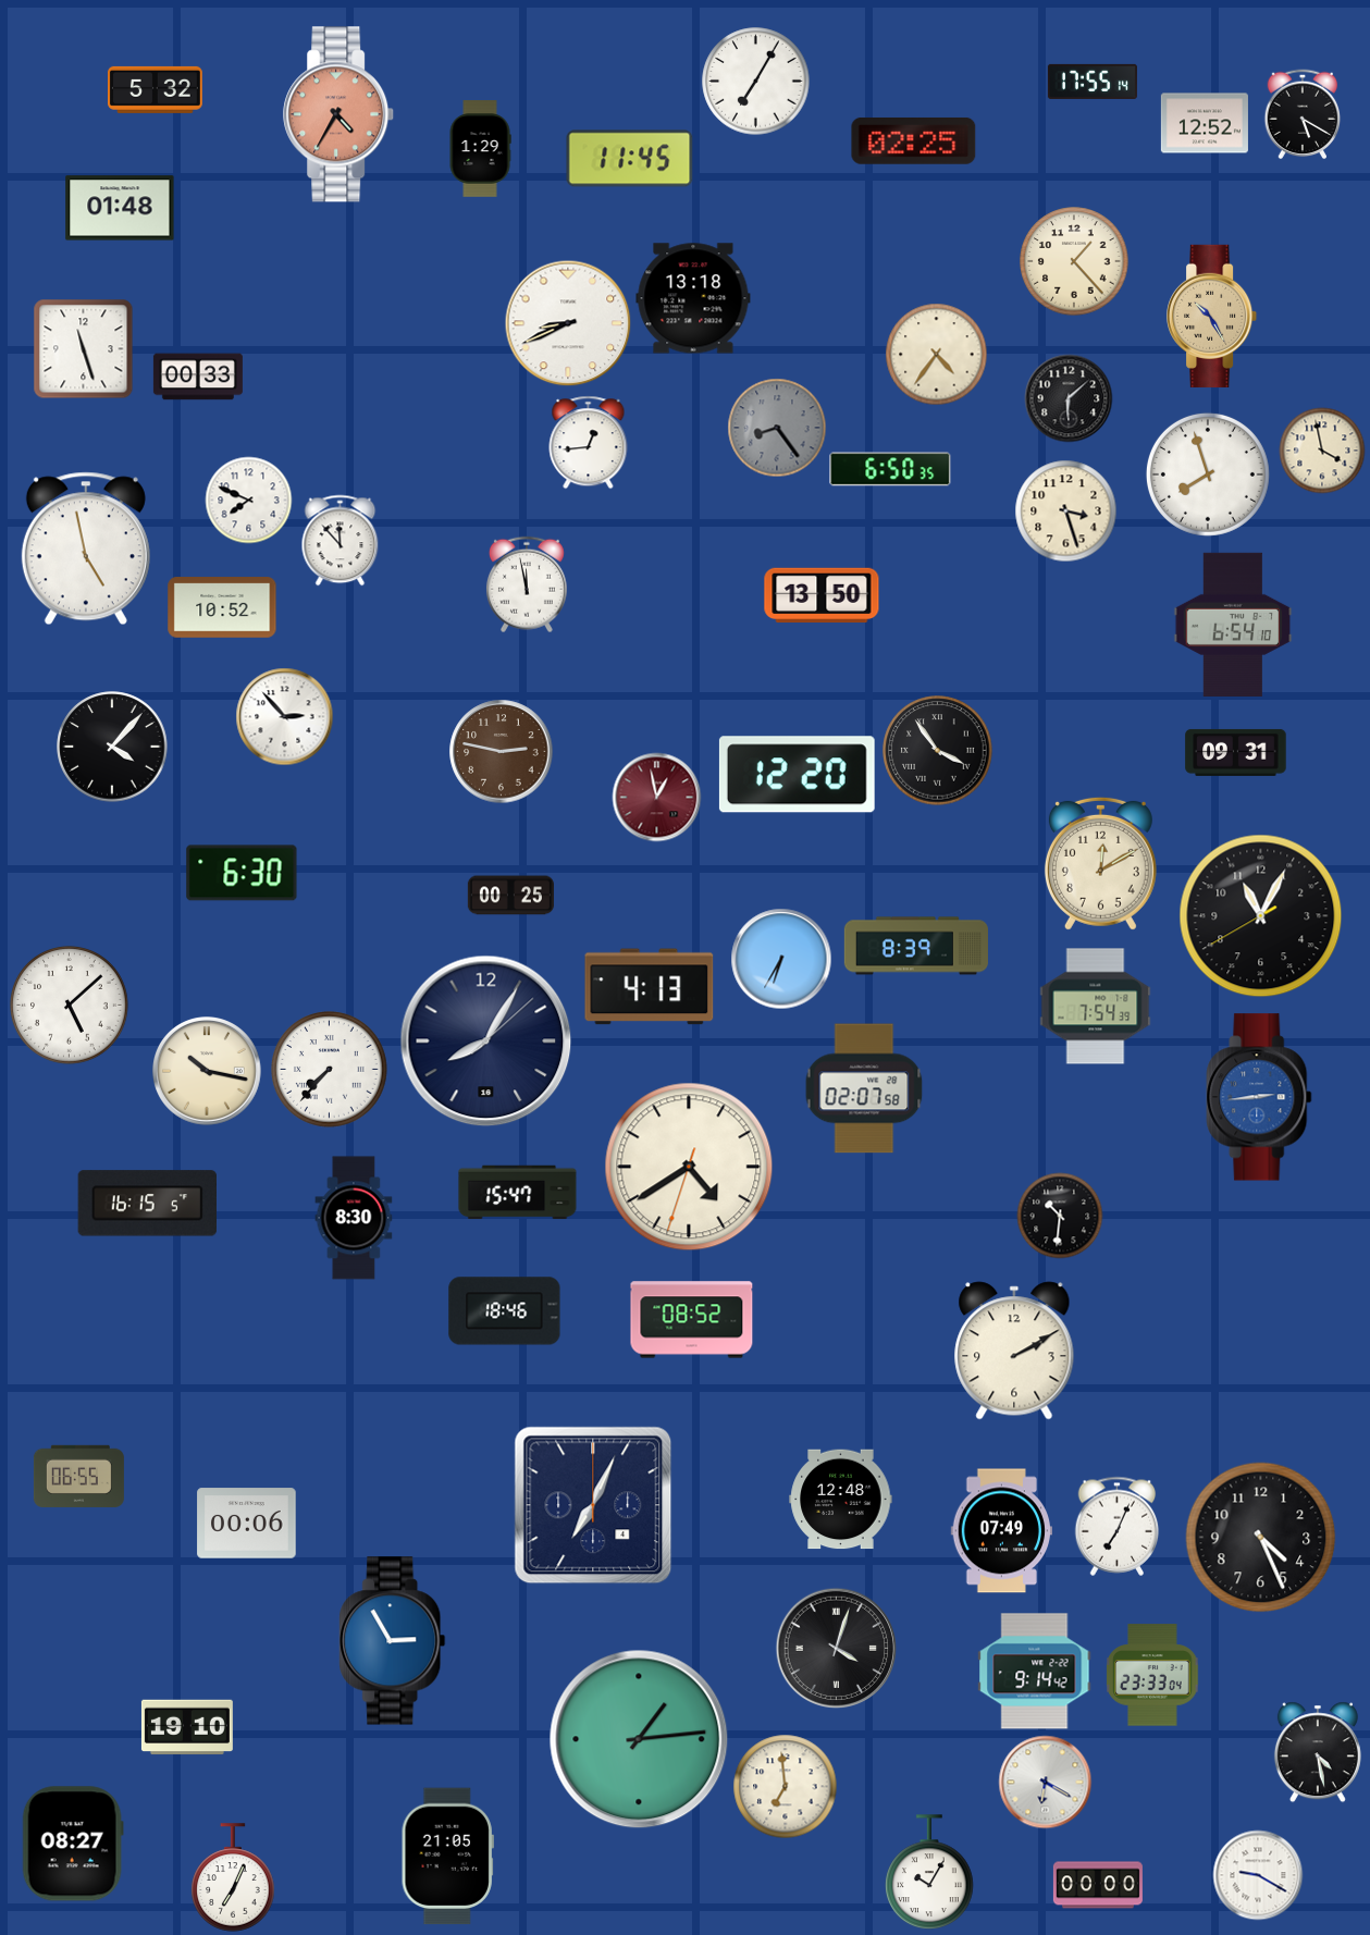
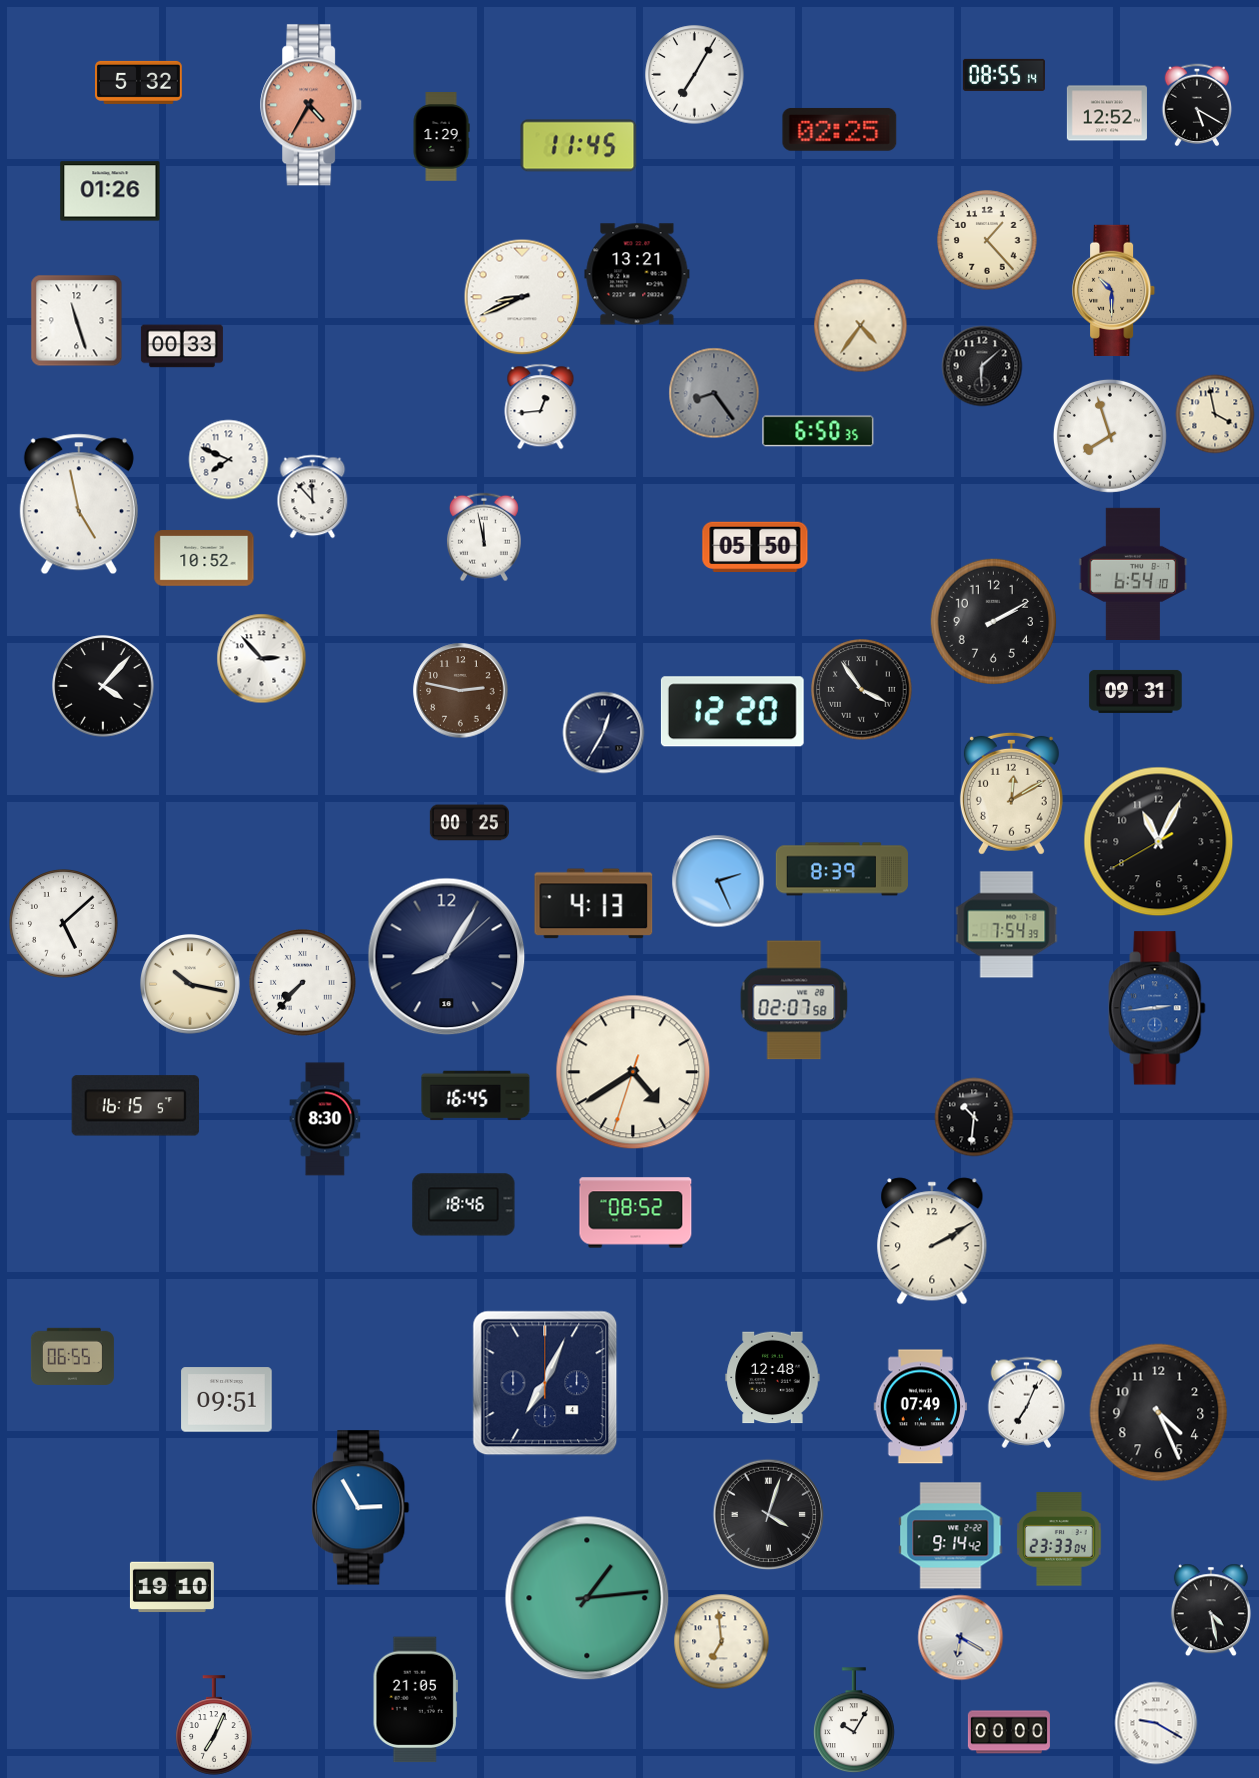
clock at (1093, 82): 17:55 -> 08:55
clock at (156, 89) position: (156, 89) -> (139, 82)
clock at (120, 208): 01:48 -> 01:26
clock at (693, 298): 13:18 -> 13:21
clock at (1212, 316): 10:25 -> 10:30
clock at (1065, 510): 3:27 -> none
clock at (822, 595): 13:50 -> 05:50
clock at (993, 621): none -> 2:10
clock at (656, 797): 12:58 -> 12:35
clock at (656, 797) dial: burgundy -> navy
clock at (242, 873): 6:30 -> none
clock at (781, 959): 6:35 -> 2:26
clock at (650, 987) position: (650, 987) -> (594, 904)
clock at (518, 1193): 15:47 -> 16:45
clock at (247, 1524): 00:06 -> 09:51
clock at (73, 1844): 08:27 -> none
clock at (447, 1857) position: (447, 1857) -> (415, 1700)
